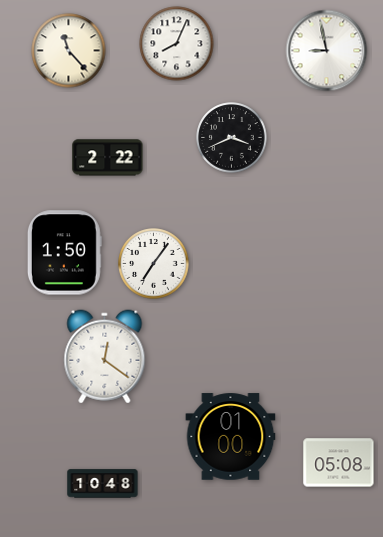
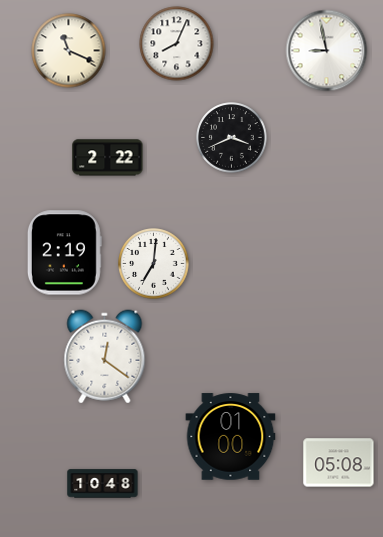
clock at (69, 51): 11:23 -> 11:19
clock at (64, 253): 1:50 -> 2:19
clock at (154, 264): 7:06 -> 7:01
